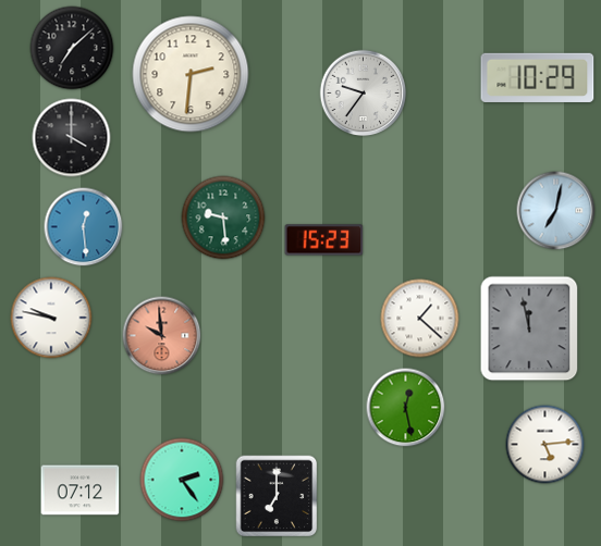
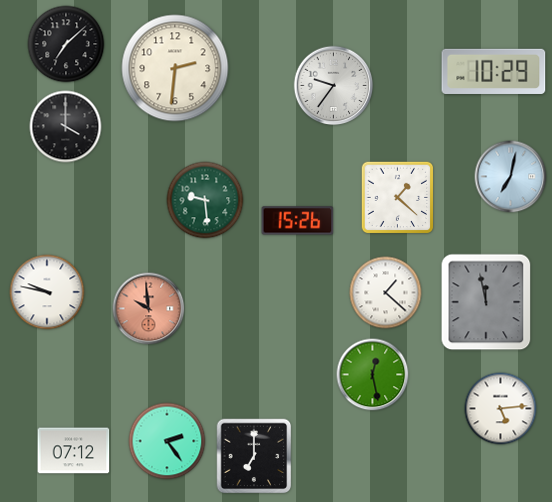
clock at (556, 211) position: (556, 211) -> (511, 177)
clock at (398, 198): none -> 1:22
clock at (84, 227): 12:29 -> none
clock at (324, 240): 15:23 -> 15:26
